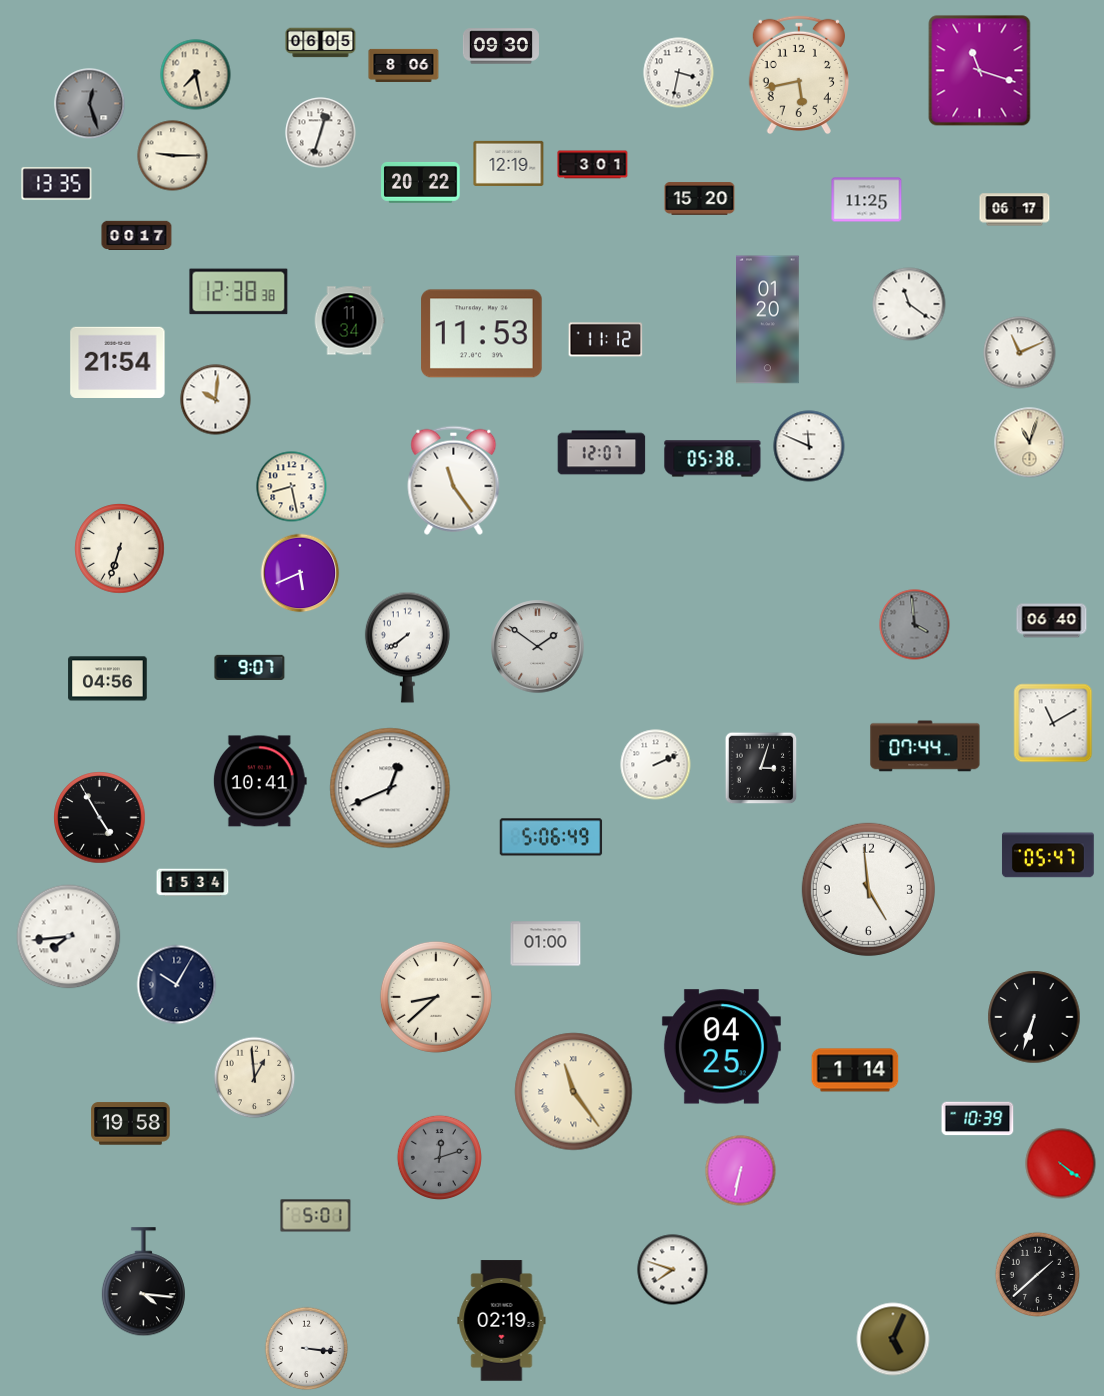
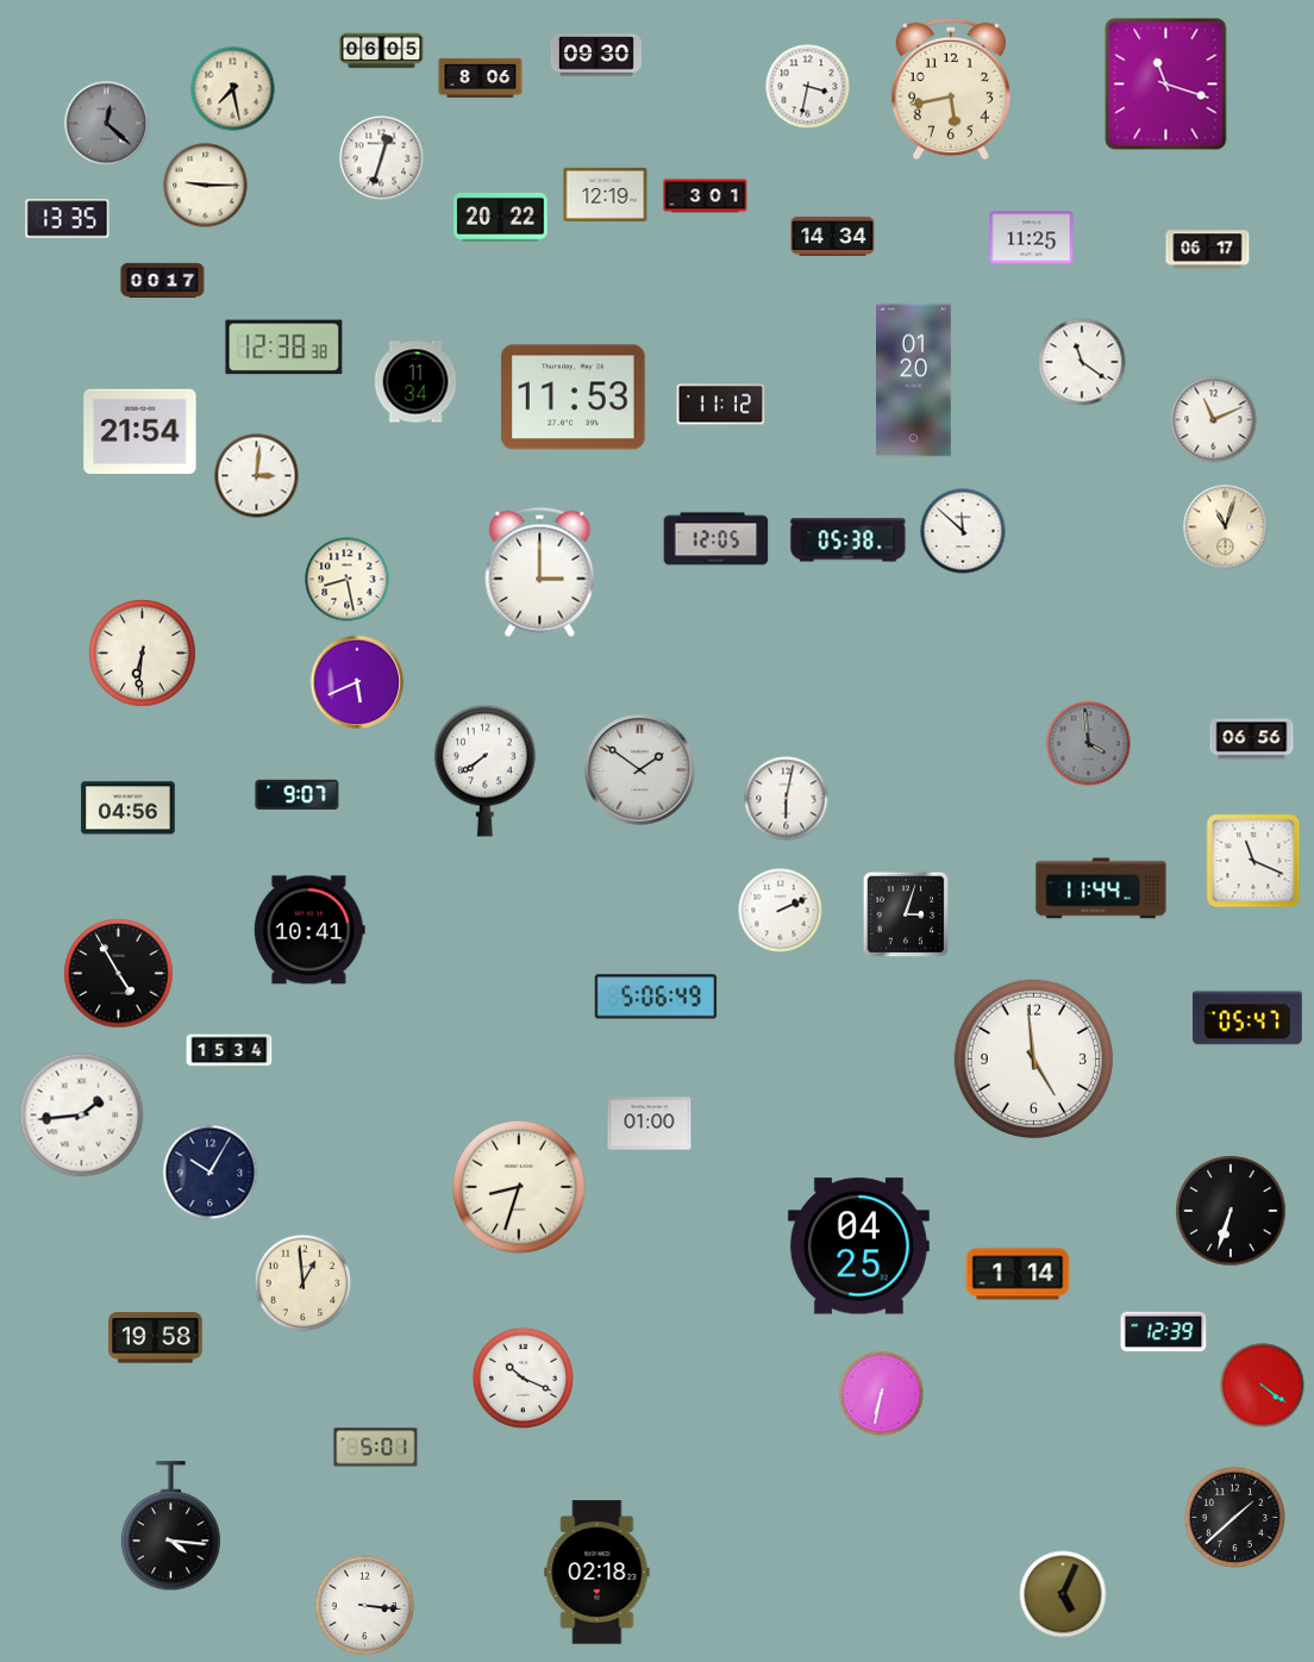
clock at (90, 104): 12:27 -> 12:22
clock at (700, 199): 15:20 -> 14:34
clock at (216, 400): 10:01 -> 3:01
clock at (809, 446): 11:49 -> 11:52
clock at (602, 453): 12:07 -> 12:05
clock at (713, 459) position: (713, 459) -> (849, 541)
clock at (454, 480): 11:24 -> 3:00
clock at (120, 549): 6:33 -> 6:31
clock at (1052, 621): 06:40 -> 06:56
clock at (787, 799): none -> 6:02
clock at (1053, 723): 11:10 -> 11:19
clock at (925, 746): 07:44 -> 11:44
clock at (390, 788): 12:41 -> none
clock at (69, 937): 7:44 -> 1:44
clock at (436, 997): 8:38 -> 8:33
clock at (574, 1092): 11:24 -> none
clock at (978, 1119): 10:39 -> 12:39
clock at (439, 1157): 12:12 -> 10:19
clock at (439, 1157) dial: grey -> white
clock at (673, 1270): 7:48 -> none
clock at (502, 1321): 02:19 -> 02:18
